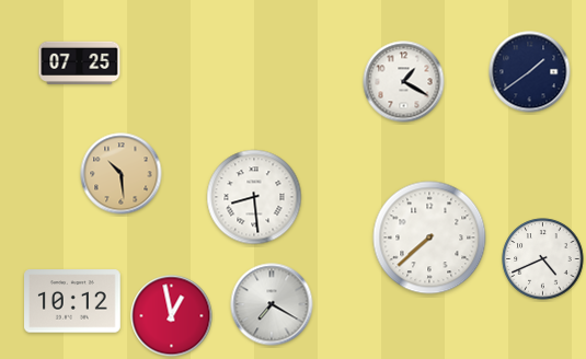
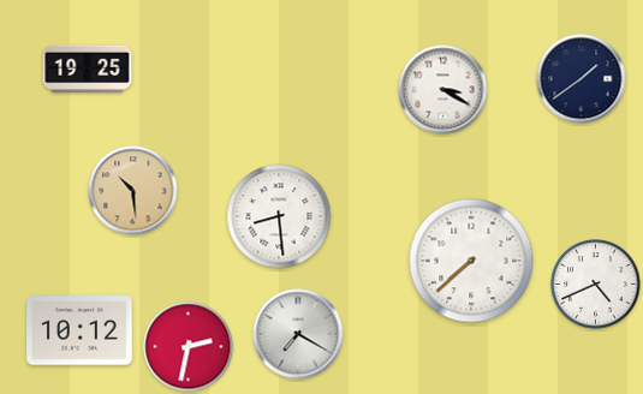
clock at (80, 62): 07:25 -> 19:25
clock at (404, 82): 1:20 -> 3:20
clock at (172, 316): 12:58 -> 2:32
